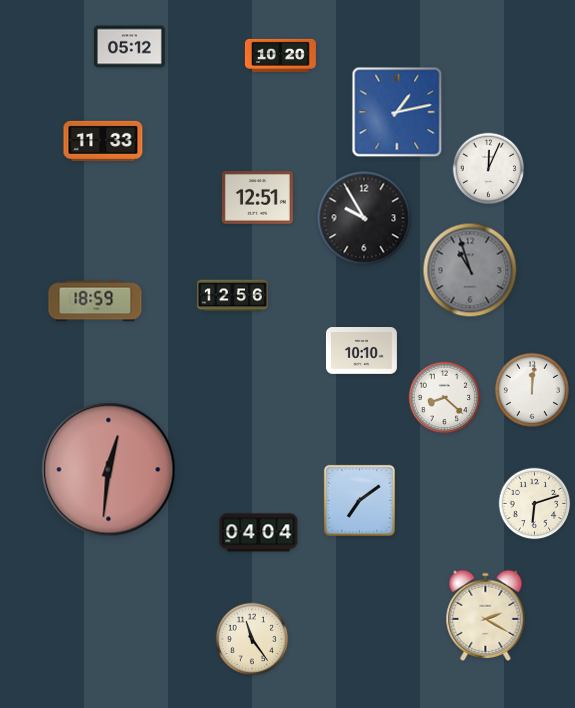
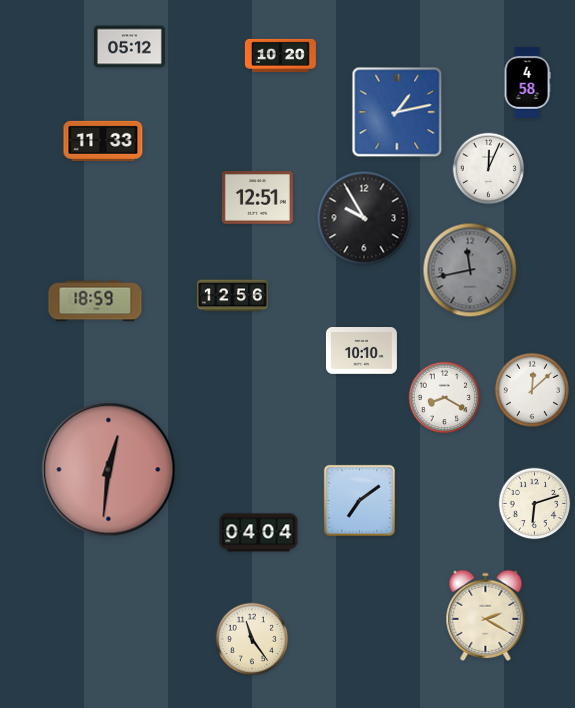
clock at (527, 82): none -> 4:58
clock at (470, 270): 10:57 -> 11:43
clock at (531, 389): 12:01 -> 12:08
clock at (445, 398): 8:22 -> 8:20
